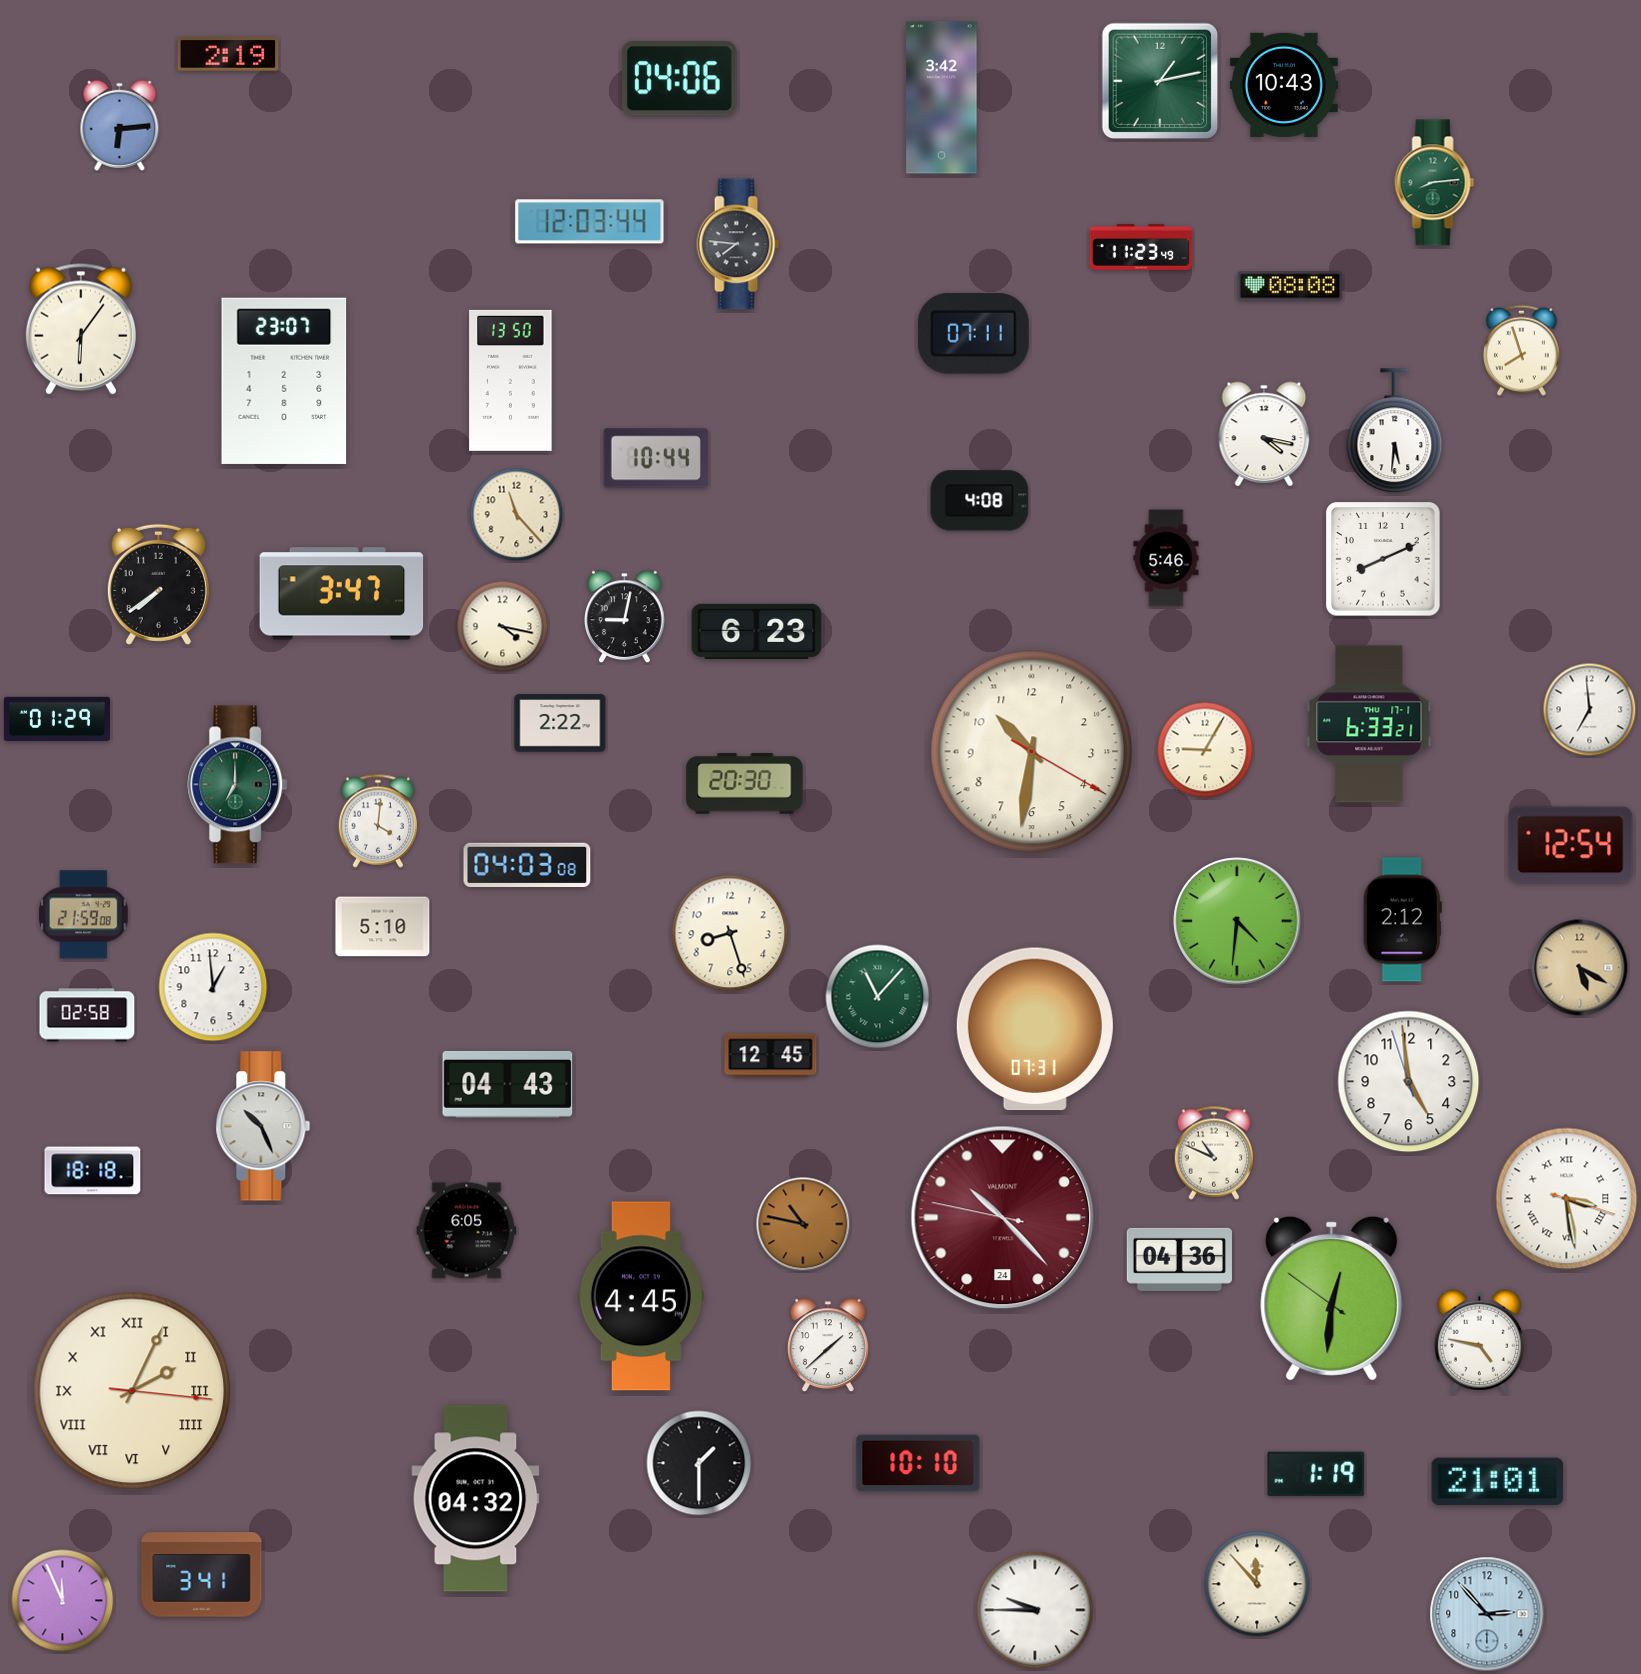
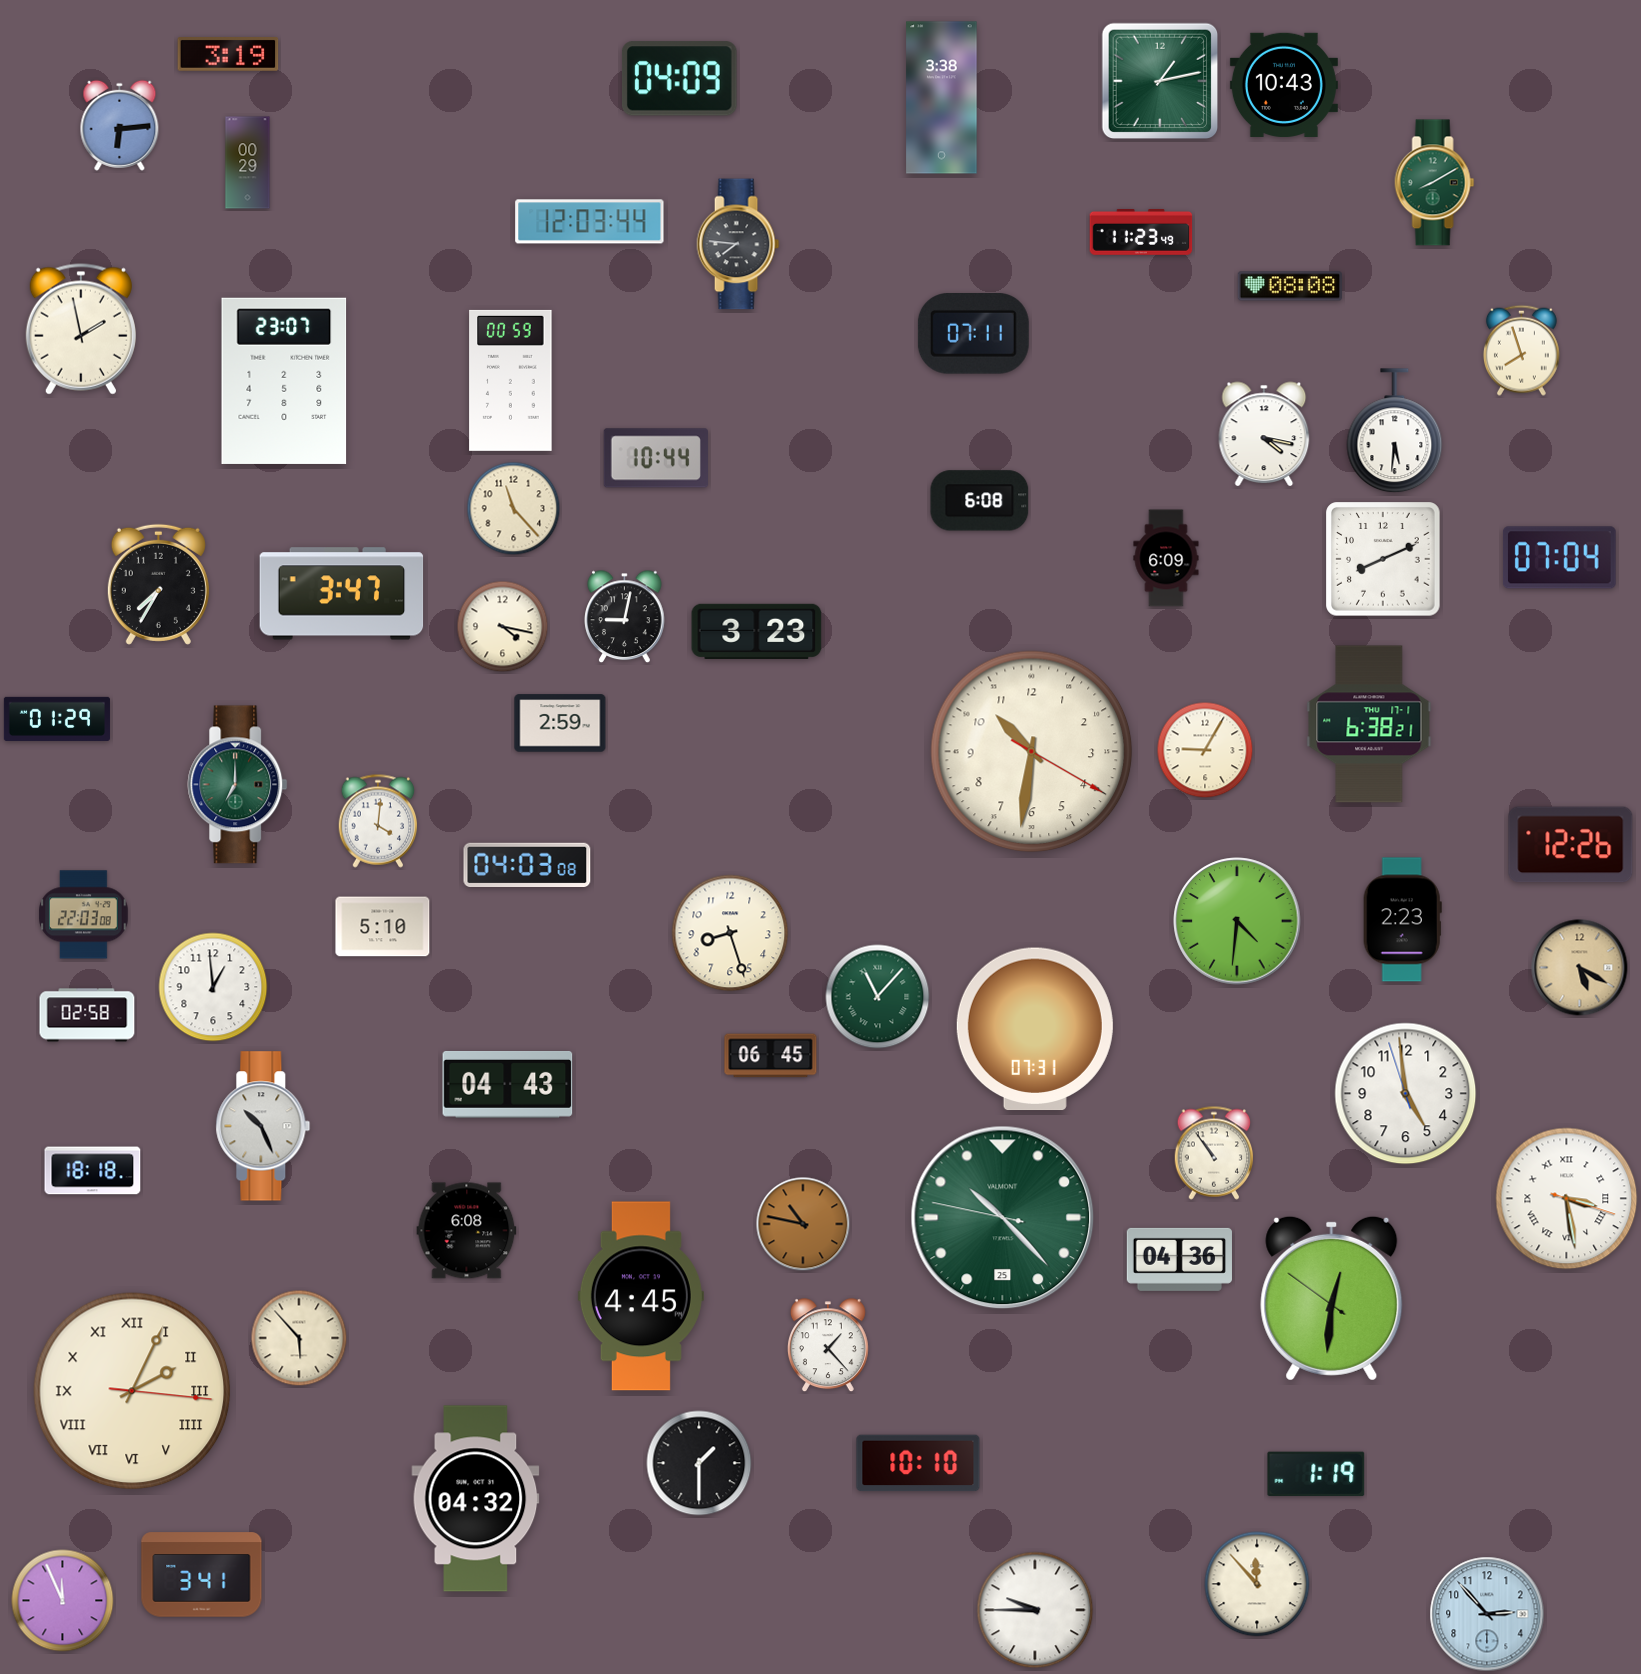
clock at (228, 55): 2:19 -> 3:19
clock at (679, 79): 04:06 -> 04:09
clock at (942, 98): 3:42 -> 3:38
clock at (248, 163): none -> 00:29
clock at (1435, 183): 8:14 -> 8:10
clock at (1141, 247) position: (1141, 247) -> (1141, 232)
clock at (81, 329): 6:06 -> 1:58
clock at (511, 380): 13:50 -> 00:59
clock at (980, 501): 4:08 -> 6:08
clock at (517, 515) position: (517, 515) -> (514, 509)
clock at (1166, 558): 5:46 -> 6:09
clock at (1559, 558): none -> 07:04
clock at (158, 584): 7:39 -> 7:35
clock at (757, 631): 6:23 -> 3:23
clock at (1590, 710): 6:59 -> none
clock at (560, 723): 2:22 -> 2:59
clock at (1369, 724): 6:33 -> 6:38
clock at (745, 784): 20:30 -> none
clock at (1571, 845): 12:54 -> 12:26
clock at (84, 915): 21:59 -> 22:03
clock at (1402, 920): 2:12 -> 2:23
clock at (771, 1056): 12:45 -> 06:45
clock at (1409, 1082) position: (1409, 1082) -> (1406, 1094)
clock at (1214, 1153): 10:49 -> 10:54
clock at (1003, 1218) date: 24 -> 25
clock at (1003, 1218) dial: burgundy -> green
clock at (467, 1231): 6:05 -> 6:08
clock at (299, 1338): none -> 5:53
clock at (1479, 1342): 4:47 -> none
clock at (828, 1346): 1:38 -> 1:23
clock at (1498, 1482): 21:01 -> none
